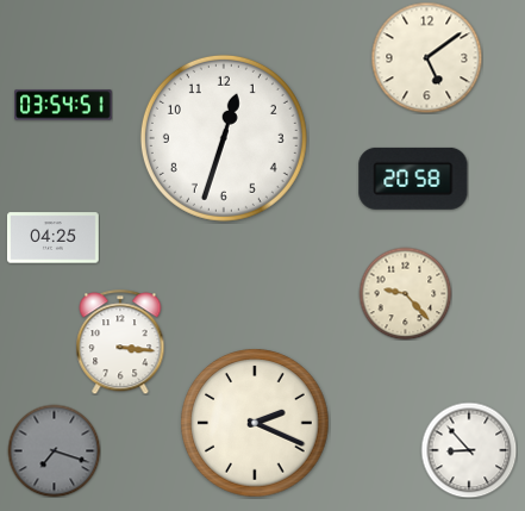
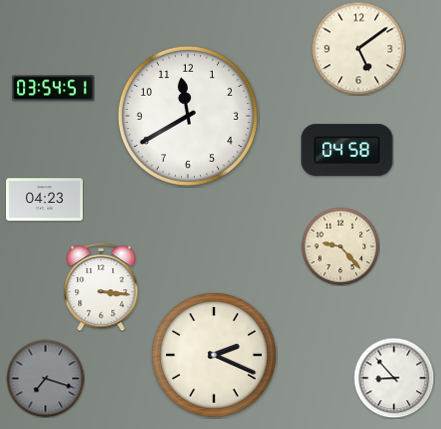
clock at (224, 138): 12:33 -> 11:40
clock at (413, 179): 20:58 -> 04:58
clock at (54, 238): 04:25 -> 04:23
